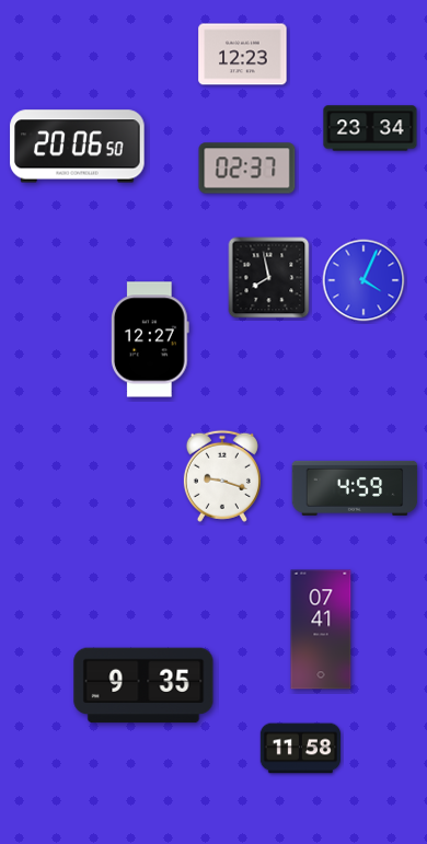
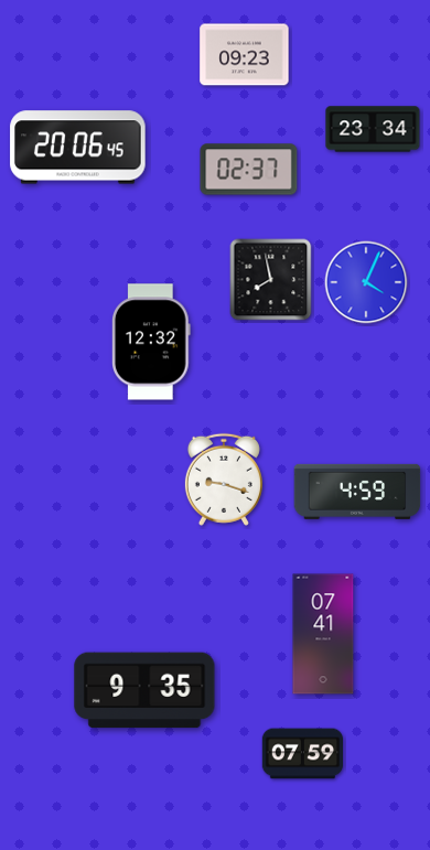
clock at (243, 55): 12:23 -> 09:23
clock at (78, 147): 20:06:50 -> 20:06:45
clock at (150, 339): 12:27 -> 12:32
clock at (300, 749): 11:58 -> 07:59
